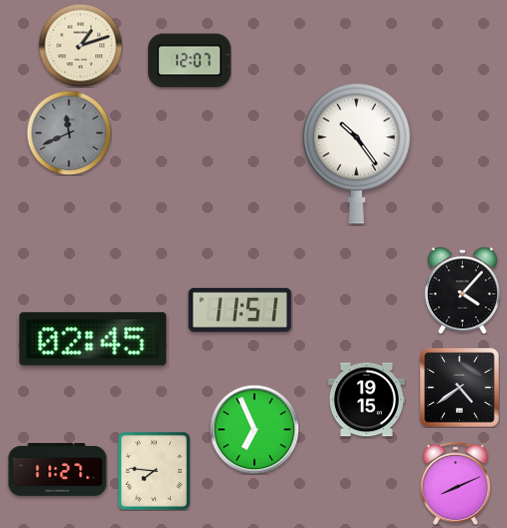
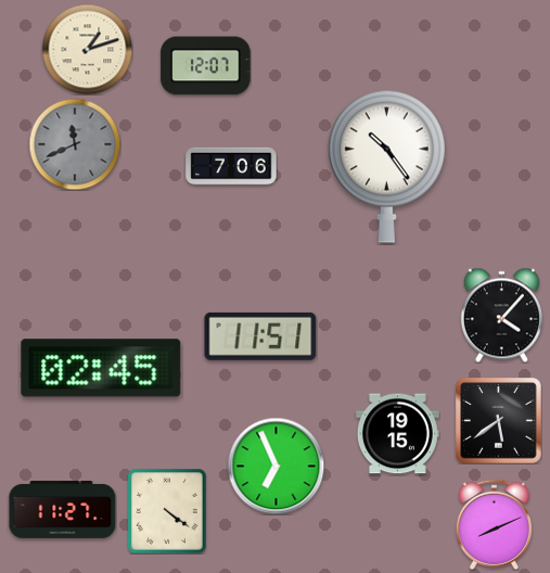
clock at (231, 166): none -> 7:06
clock at (460, 388): 4:39 -> 5:39
clock at (155, 471): 7:46 -> 4:21
